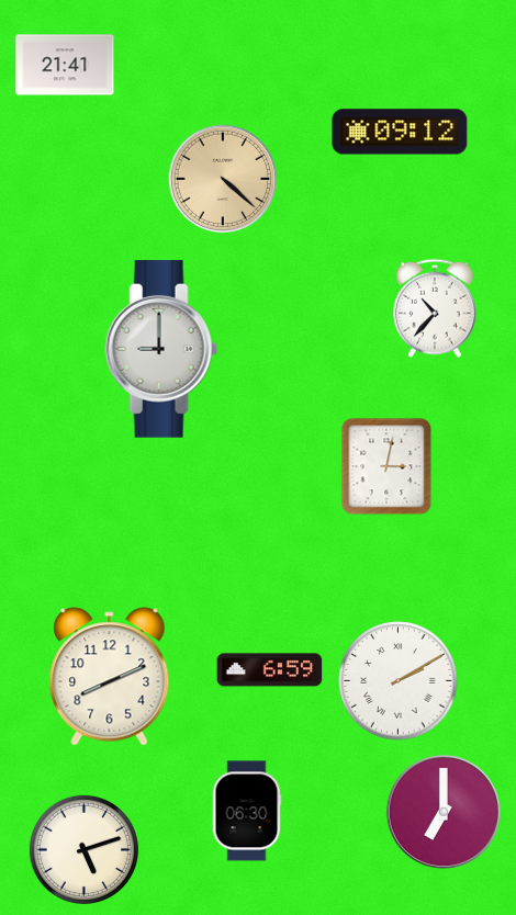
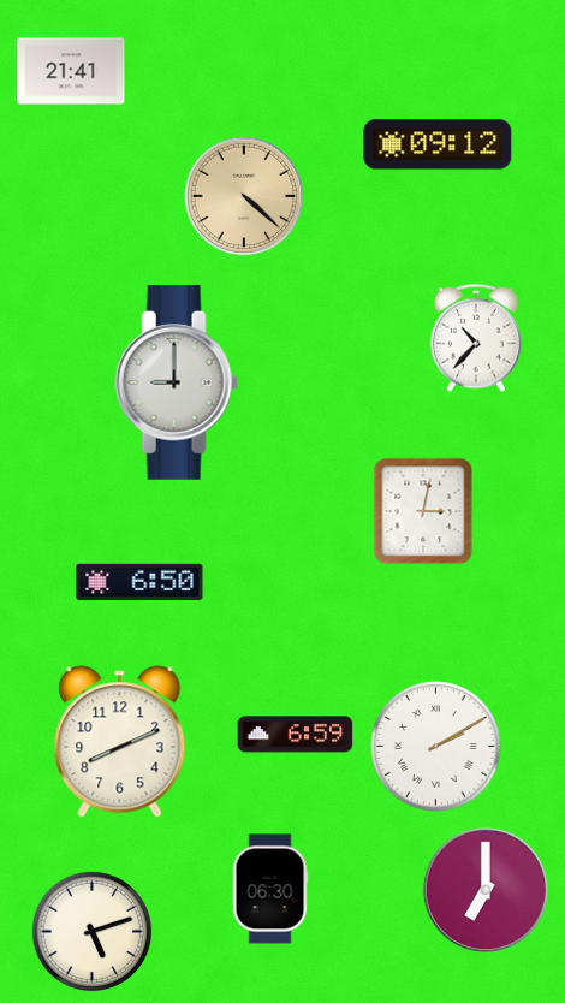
clock at (139, 582): none -> 6:50
